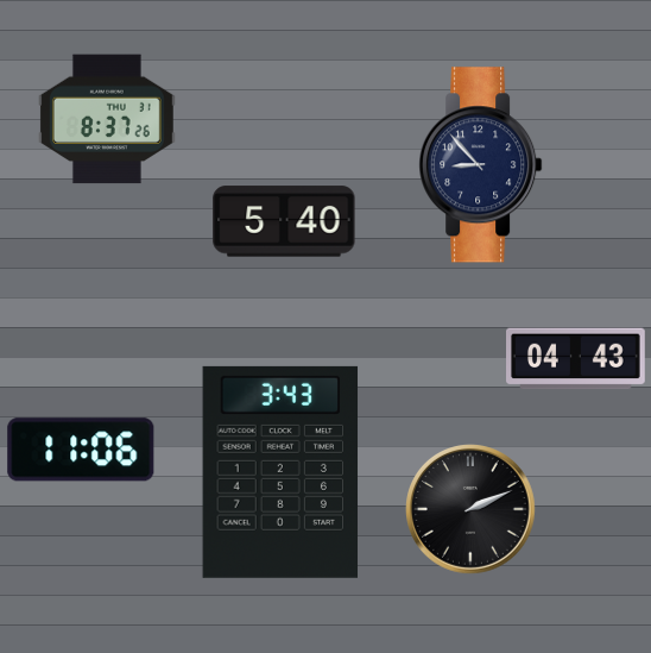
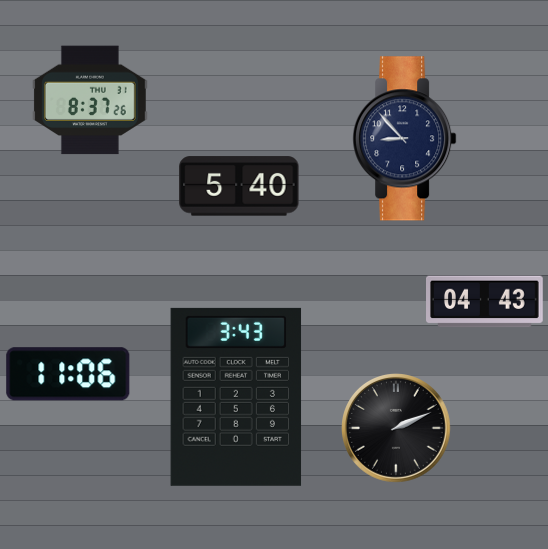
clock at (81, 450) position: (81, 450) -> (68, 374)
